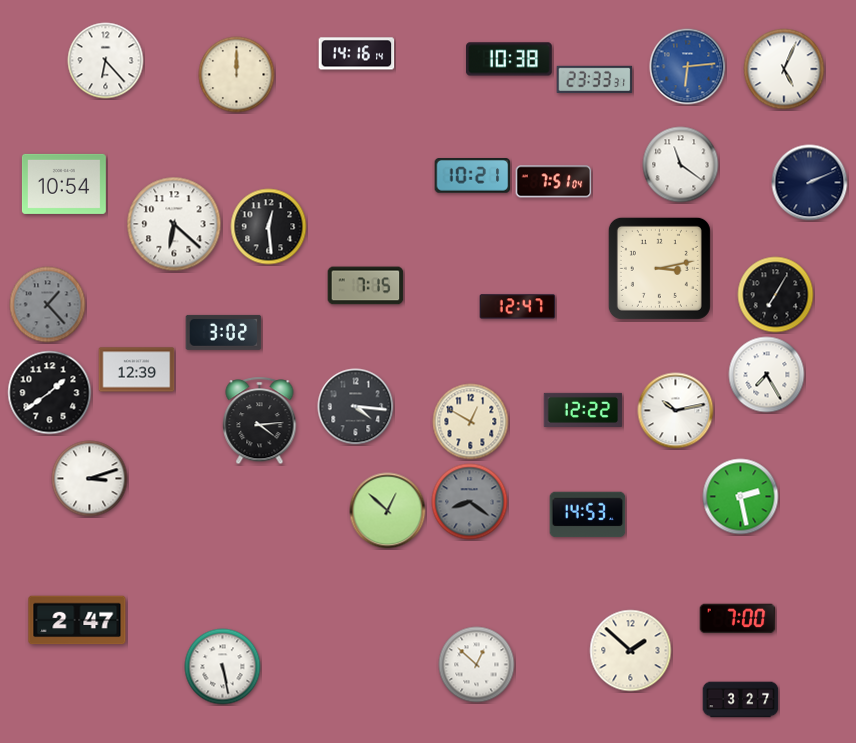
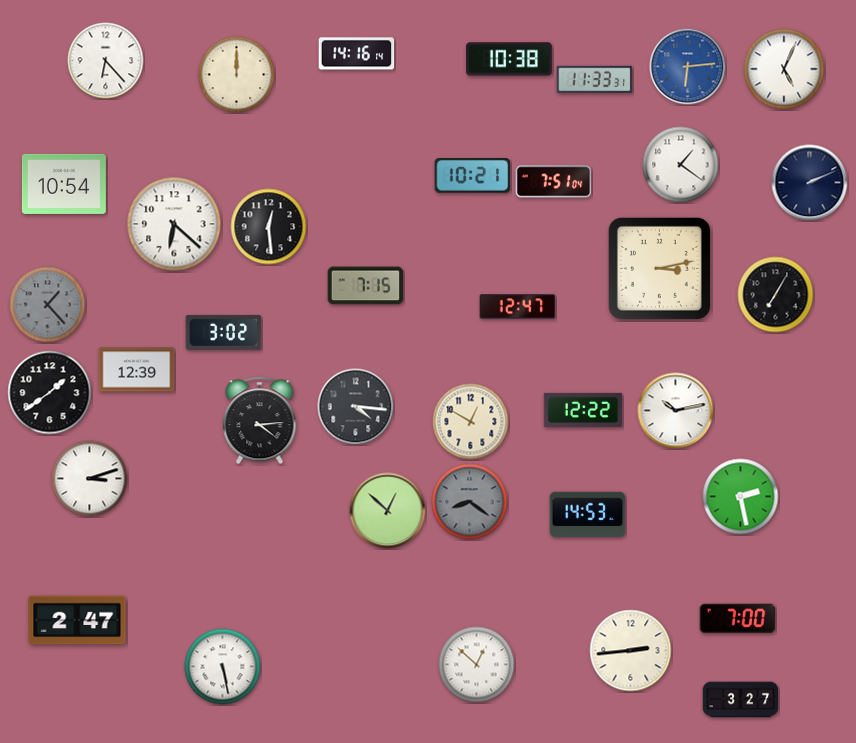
clock at (595, 79): 23:33 -> 11:33
clock at (681, 165): 11:21 -> 1:21
clock at (767, 375): 7:25 -> none
clock at (631, 651): 1:52 -> 2:44
